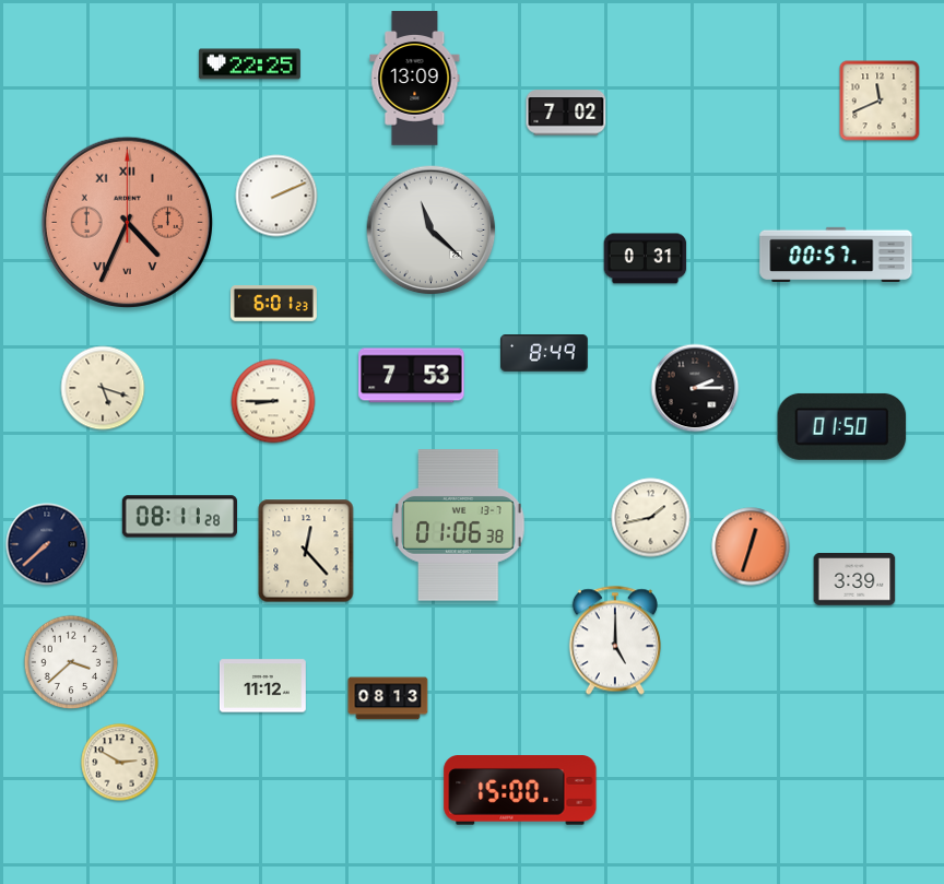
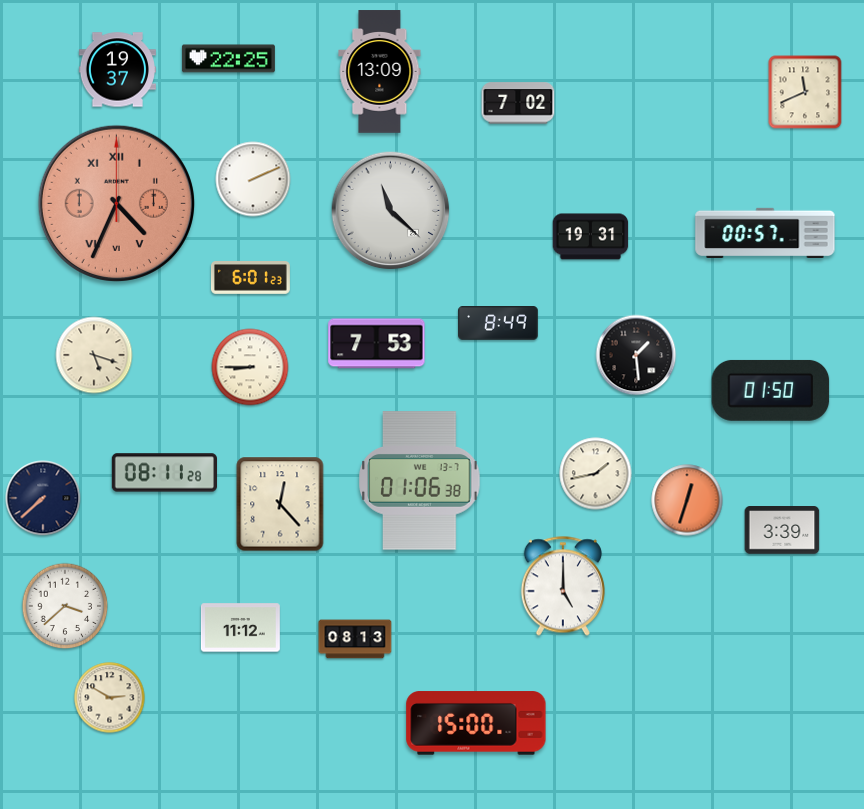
clock at (117, 70): none -> 19:37
clock at (432, 231) position: (432, 231) -> (391, 211)
clock at (646, 259): 0:31 -> 19:31
clock at (695, 388): 2:15 -> 1:29
